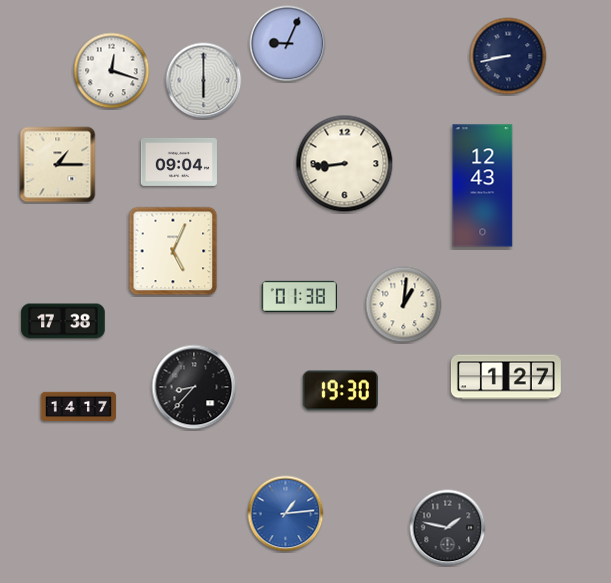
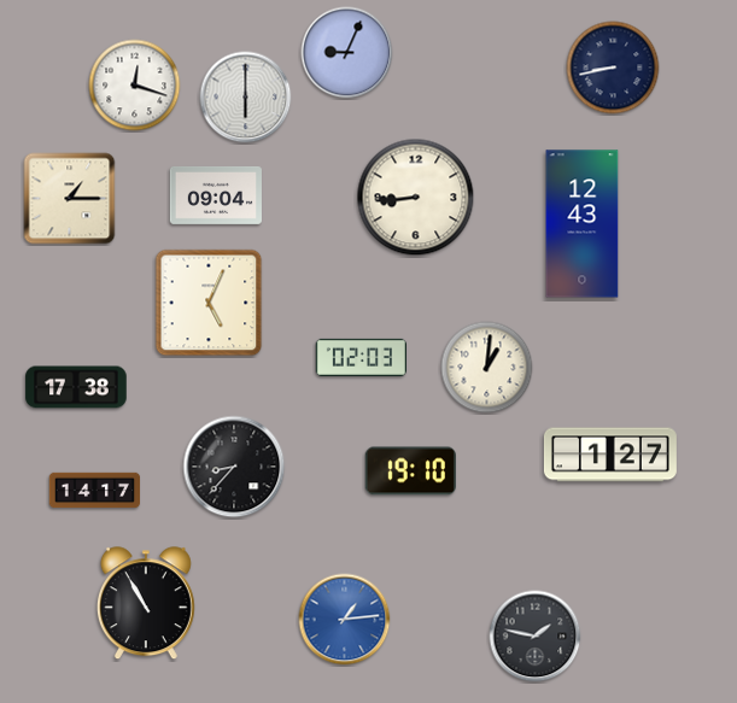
clock at (299, 296): 01:38 -> 02:03
clock at (340, 391): 19:30 -> 19:10
clock at (146, 604): none -> 10:55
clock at (448, 528) position: (448, 528) -> (536, 637)
